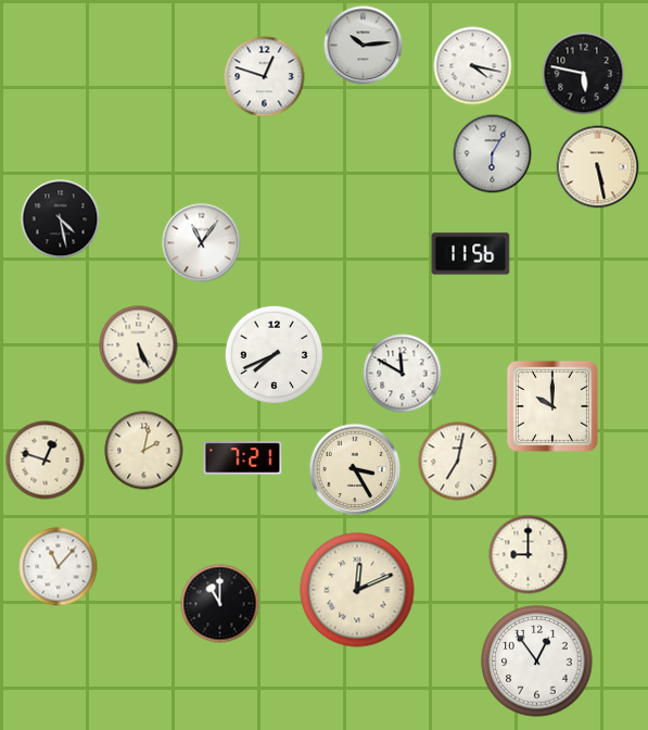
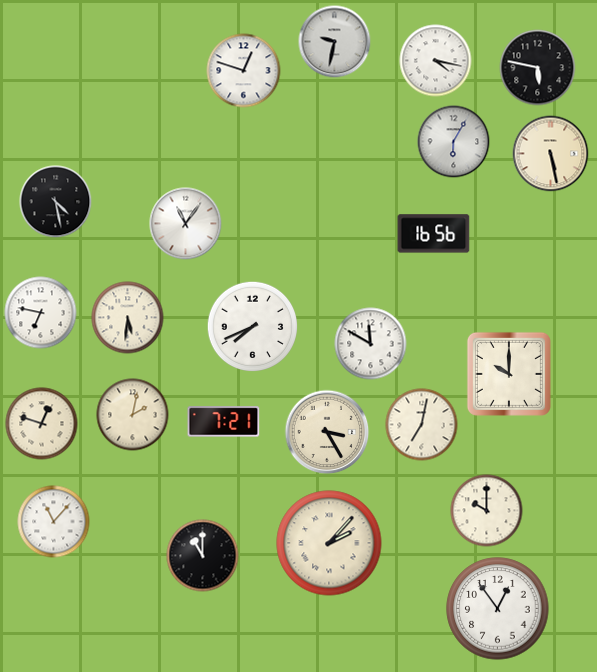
clock at (364, 46): 10:14 -> 9:32
clock at (471, 254): 11:56 -> 16:56
clock at (41, 313): none -> 6:47
clock at (139, 345): 5:26 -> 5:31
clock at (529, 555): 9:00 -> 10:00
clock at (357, 590): 12:11 -> 2:07
clock at (537, 662) position: (537, 662) -> (498, 609)
